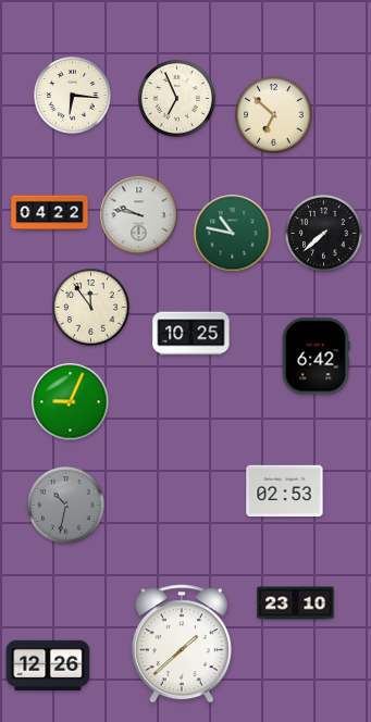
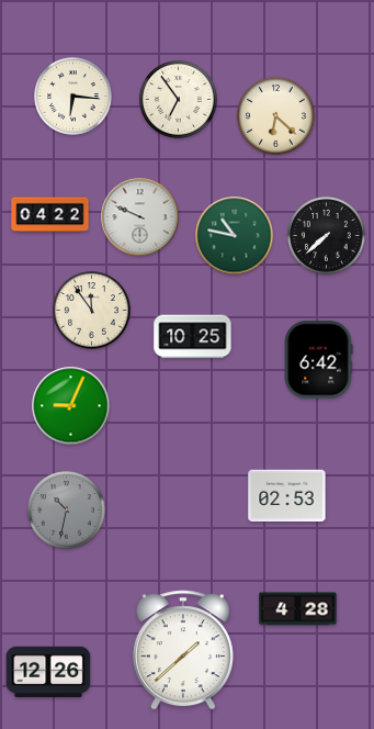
clock at (177, 99): 6:56 -> 6:54
clock at (274, 115): 6:52 -> 6:22
clock at (139, 215): 9:47 -> 9:49
clock at (296, 603): 23:10 -> 4:28
